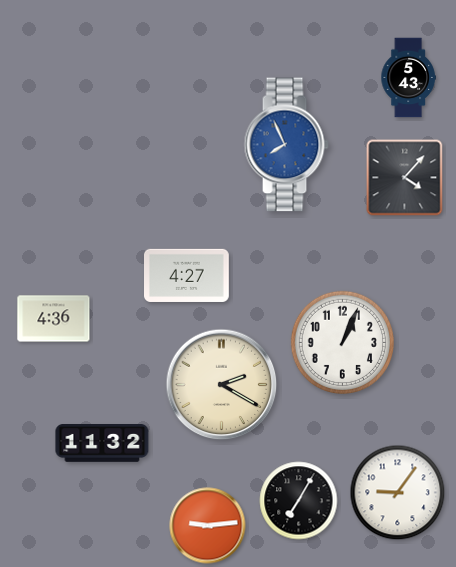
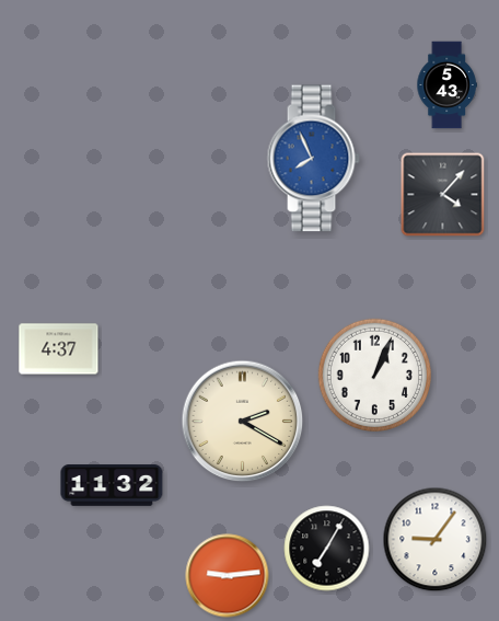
clock at (187, 275): 4:27 -> none
clock at (54, 319): 4:36 -> 4:37
